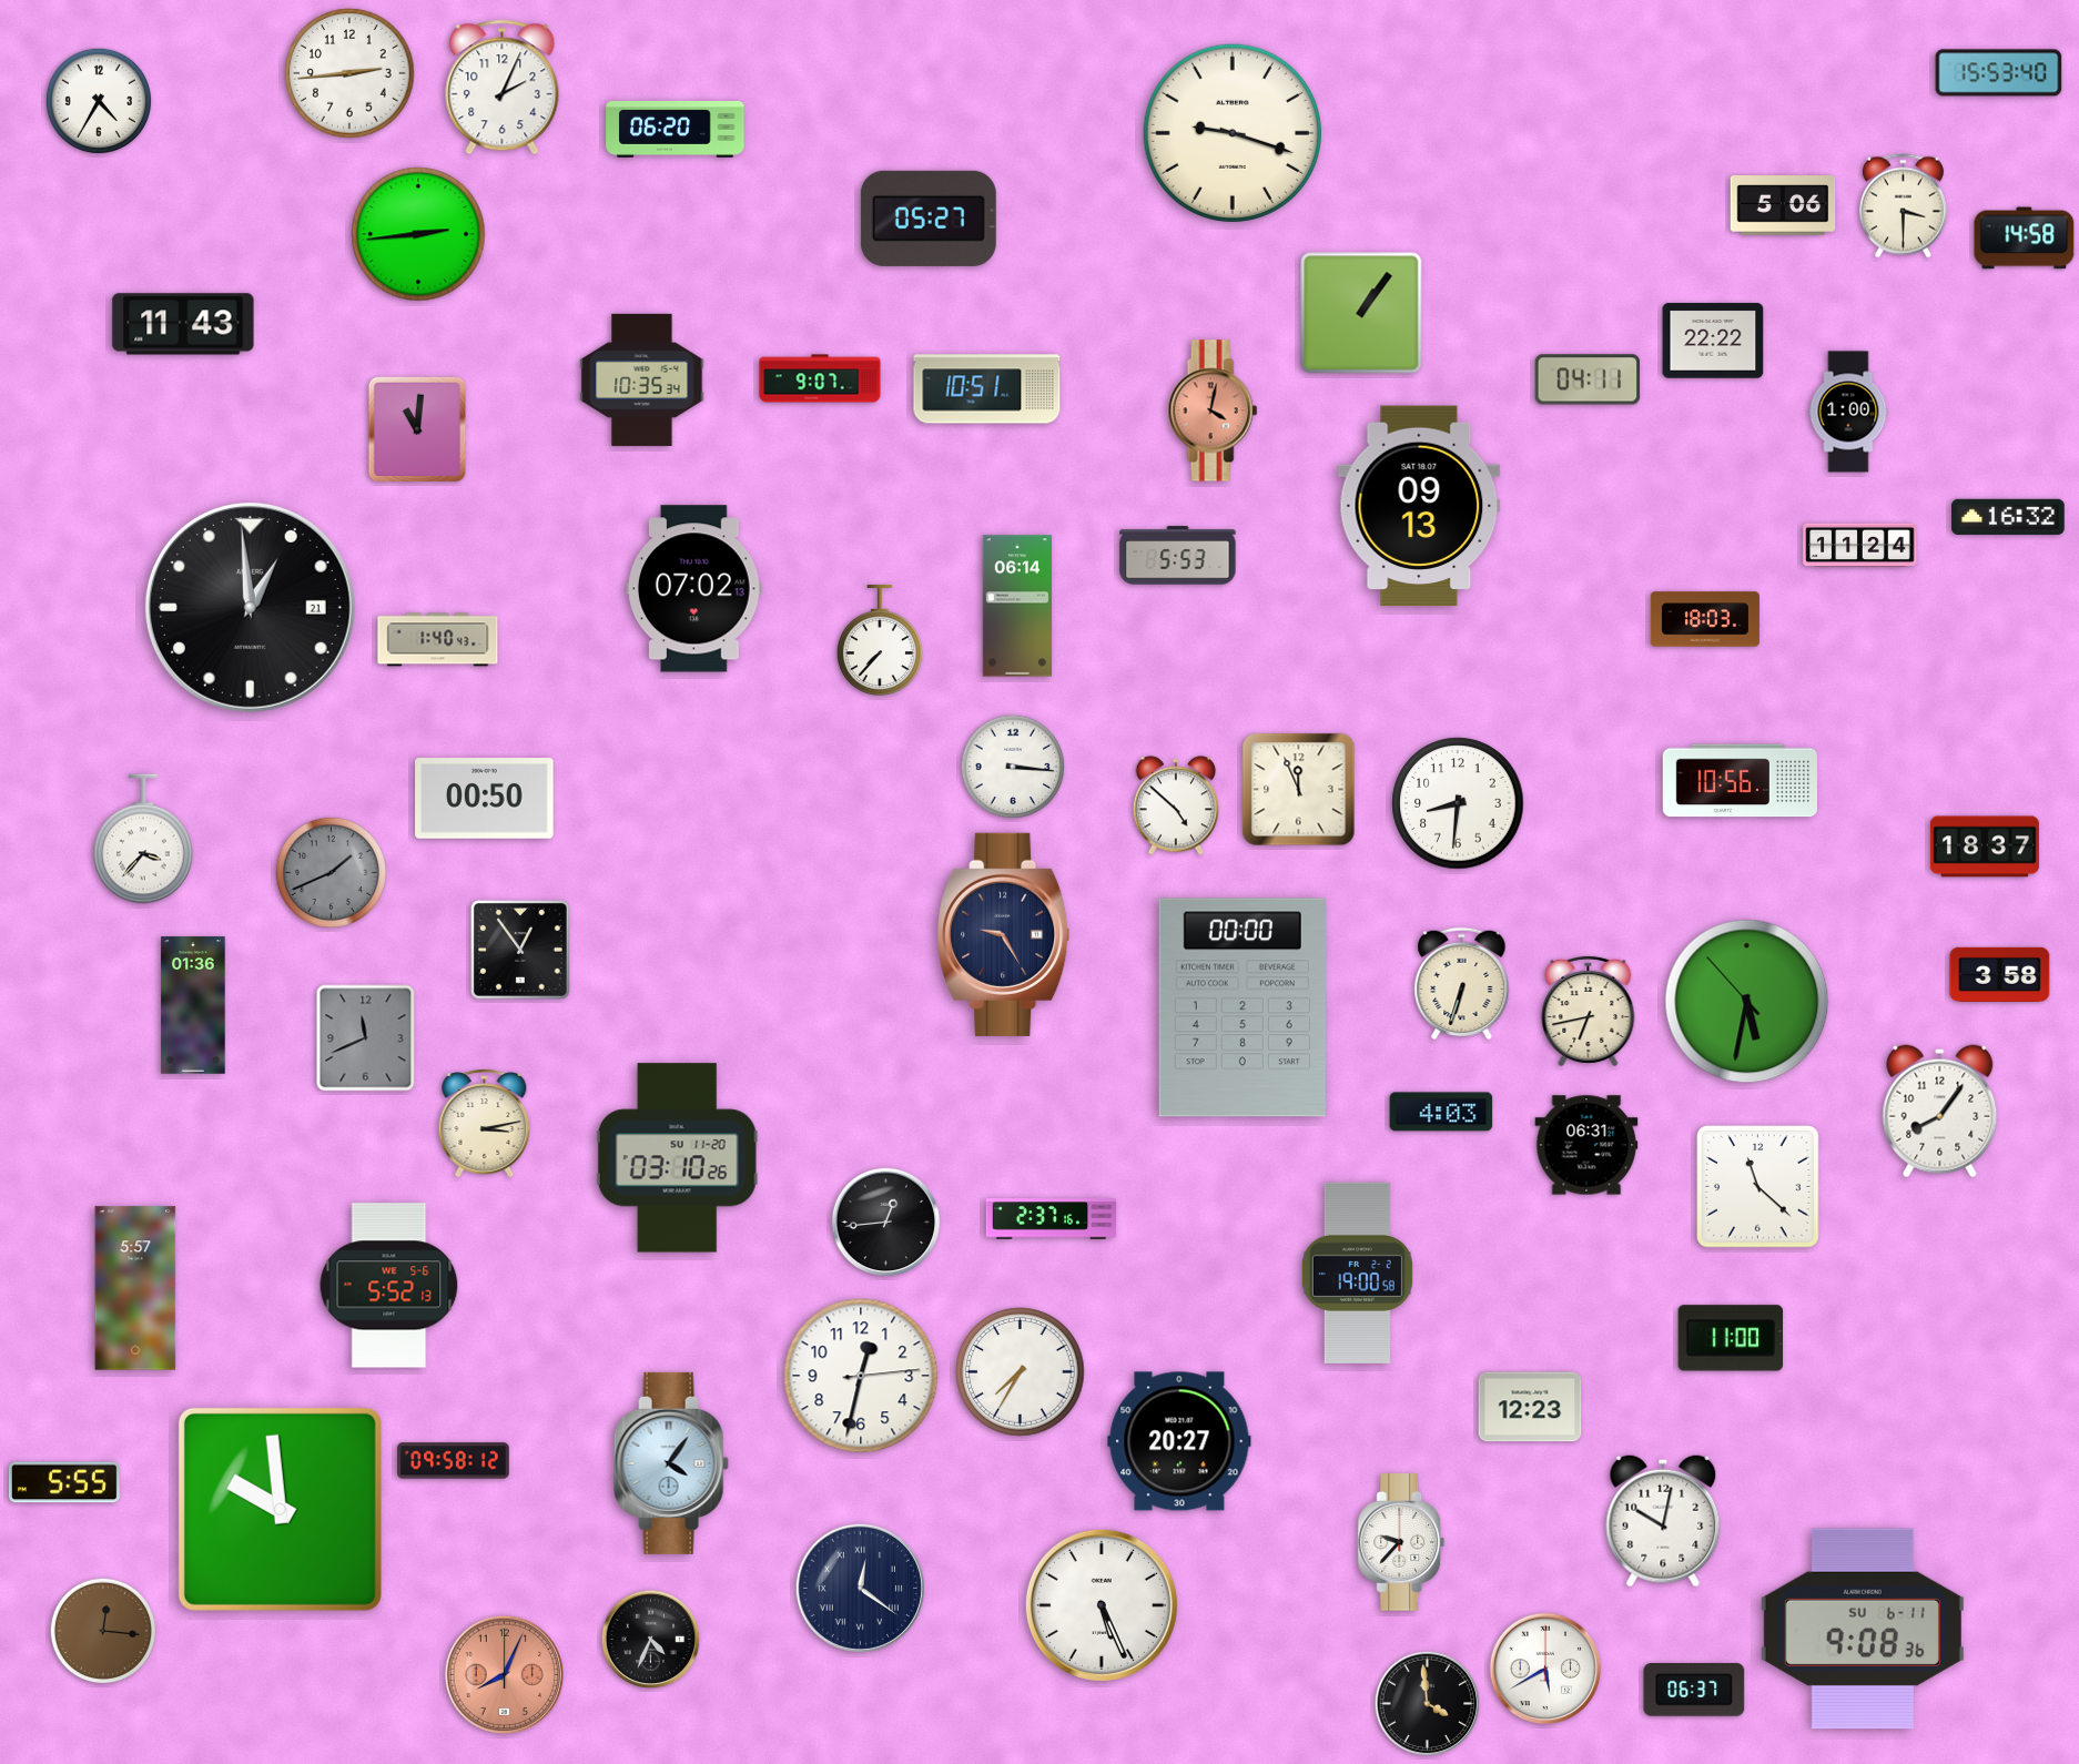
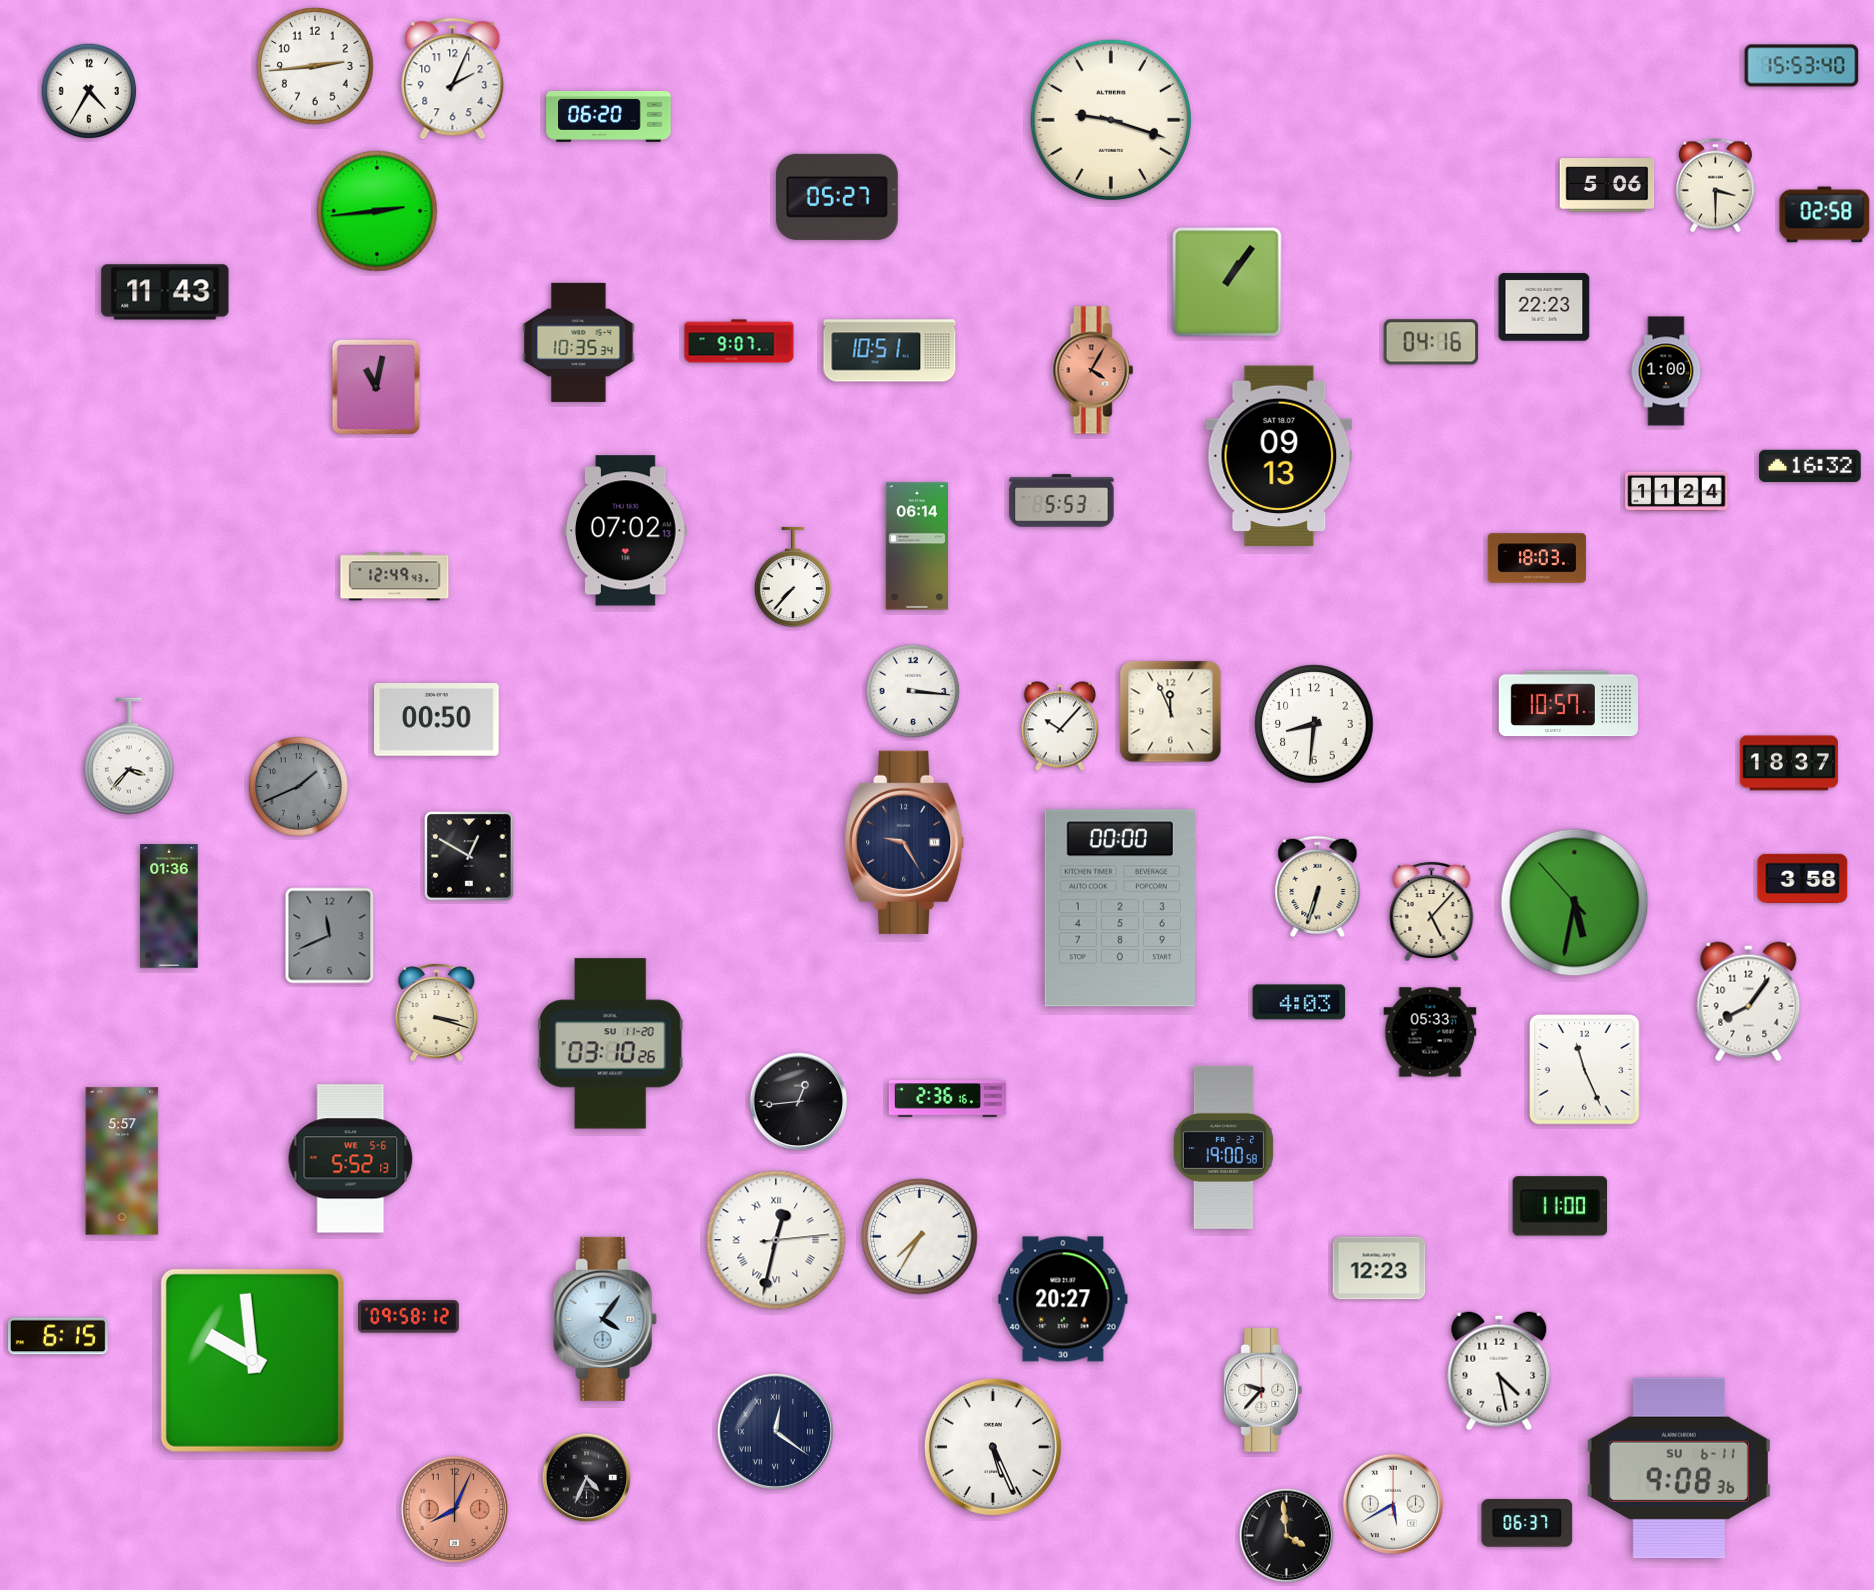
clock at (2025, 239): 14:58 -> 02:58
clock at (1713, 341): 22:22 -> 22:23
clock at (1588, 379): 04:11 -> 04:16
clock at (1213, 410): 4:02 -> 4:05
clock at (417, 429): 11:01 -> 11:02
clock at (250, 607): 12:59 -> none
clock at (438, 640): 1:40 -> 12:49
clock at (1740, 781): 10:56 -> 10:57
clock at (1175, 805): 4:52 -> 10:07
clock at (520, 950): 12:54 -> 12:50
clock at (193, 1005) position: (193, 1005) -> (169, 906)
clock at (1589, 1011): 6:43 -> 5:07
clock at (485, 1124): 3:13 -> 3:18
clock at (1586, 1145): 06:31 -> 05:33
clock at (1758, 1187): 11:22 -> 11:26
clock at (1052, 1219): 2:37 -> 2:36
clock at (861, 1376) numerals: Arabic -> Roman
clock at (64, 1482): 5:55 -> 6:15
clock at (1663, 1521): 10:02 -> 4:28
clock at (102, 1630): 12:16 -> none
